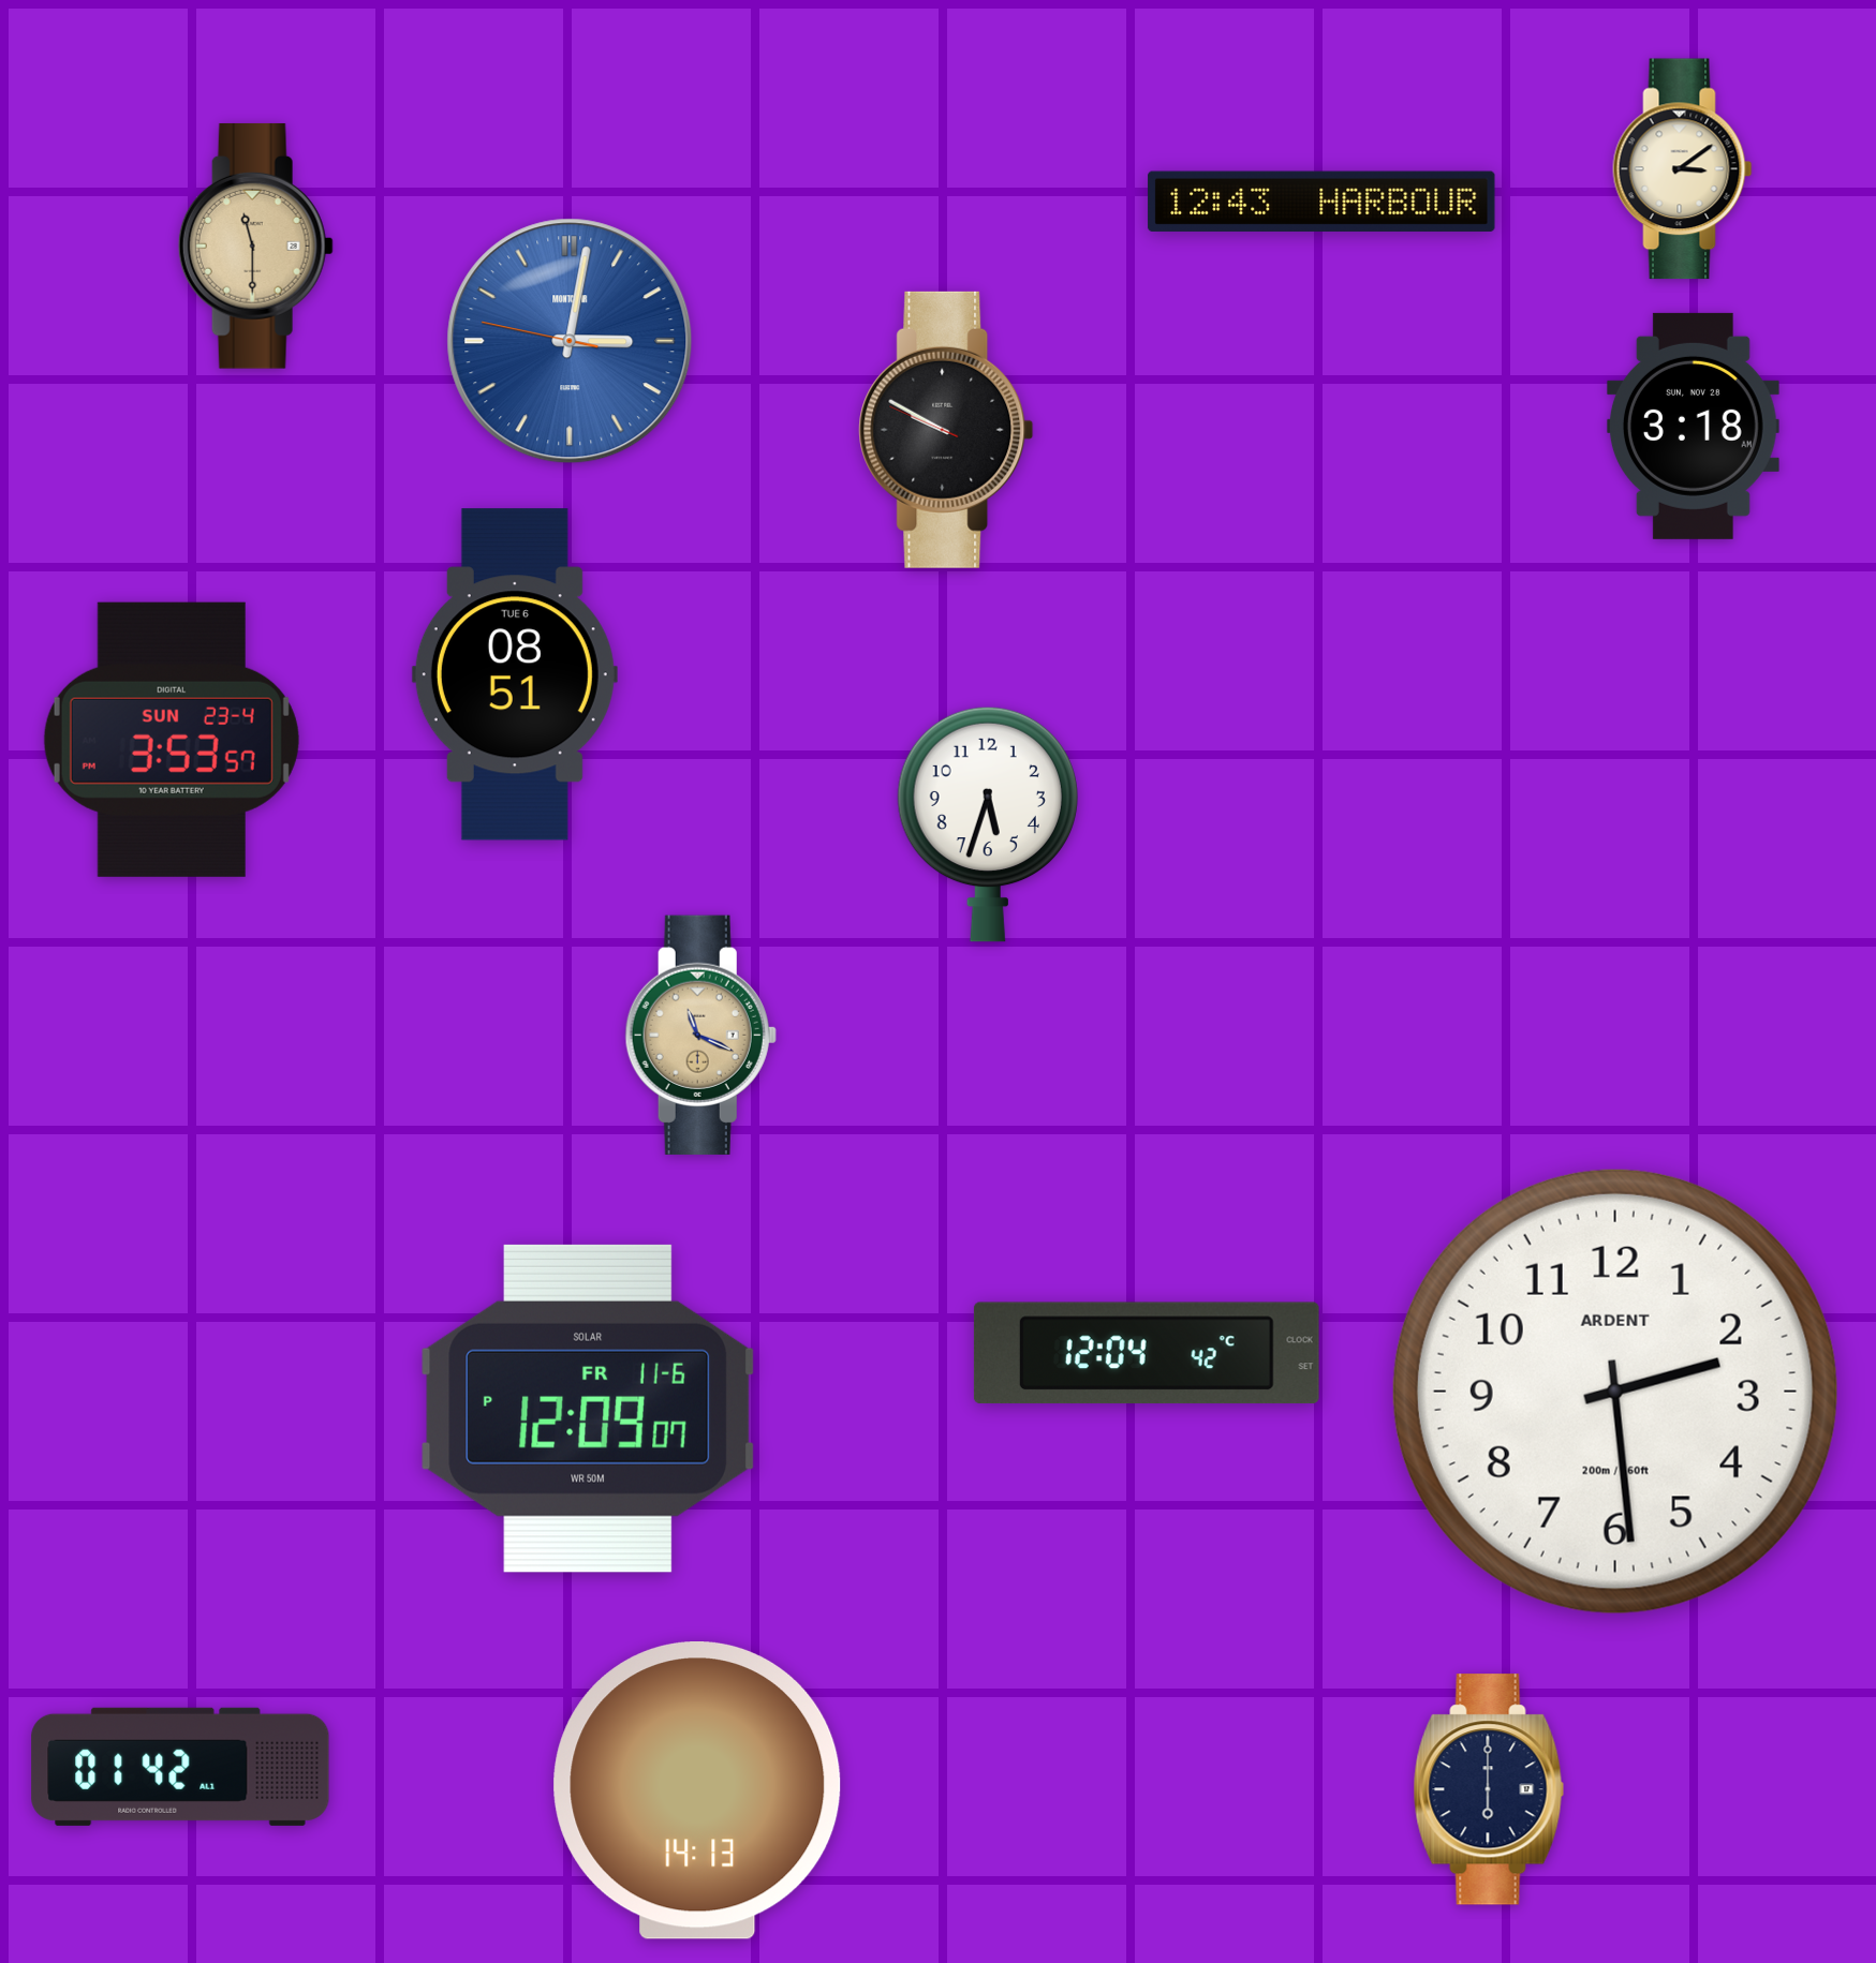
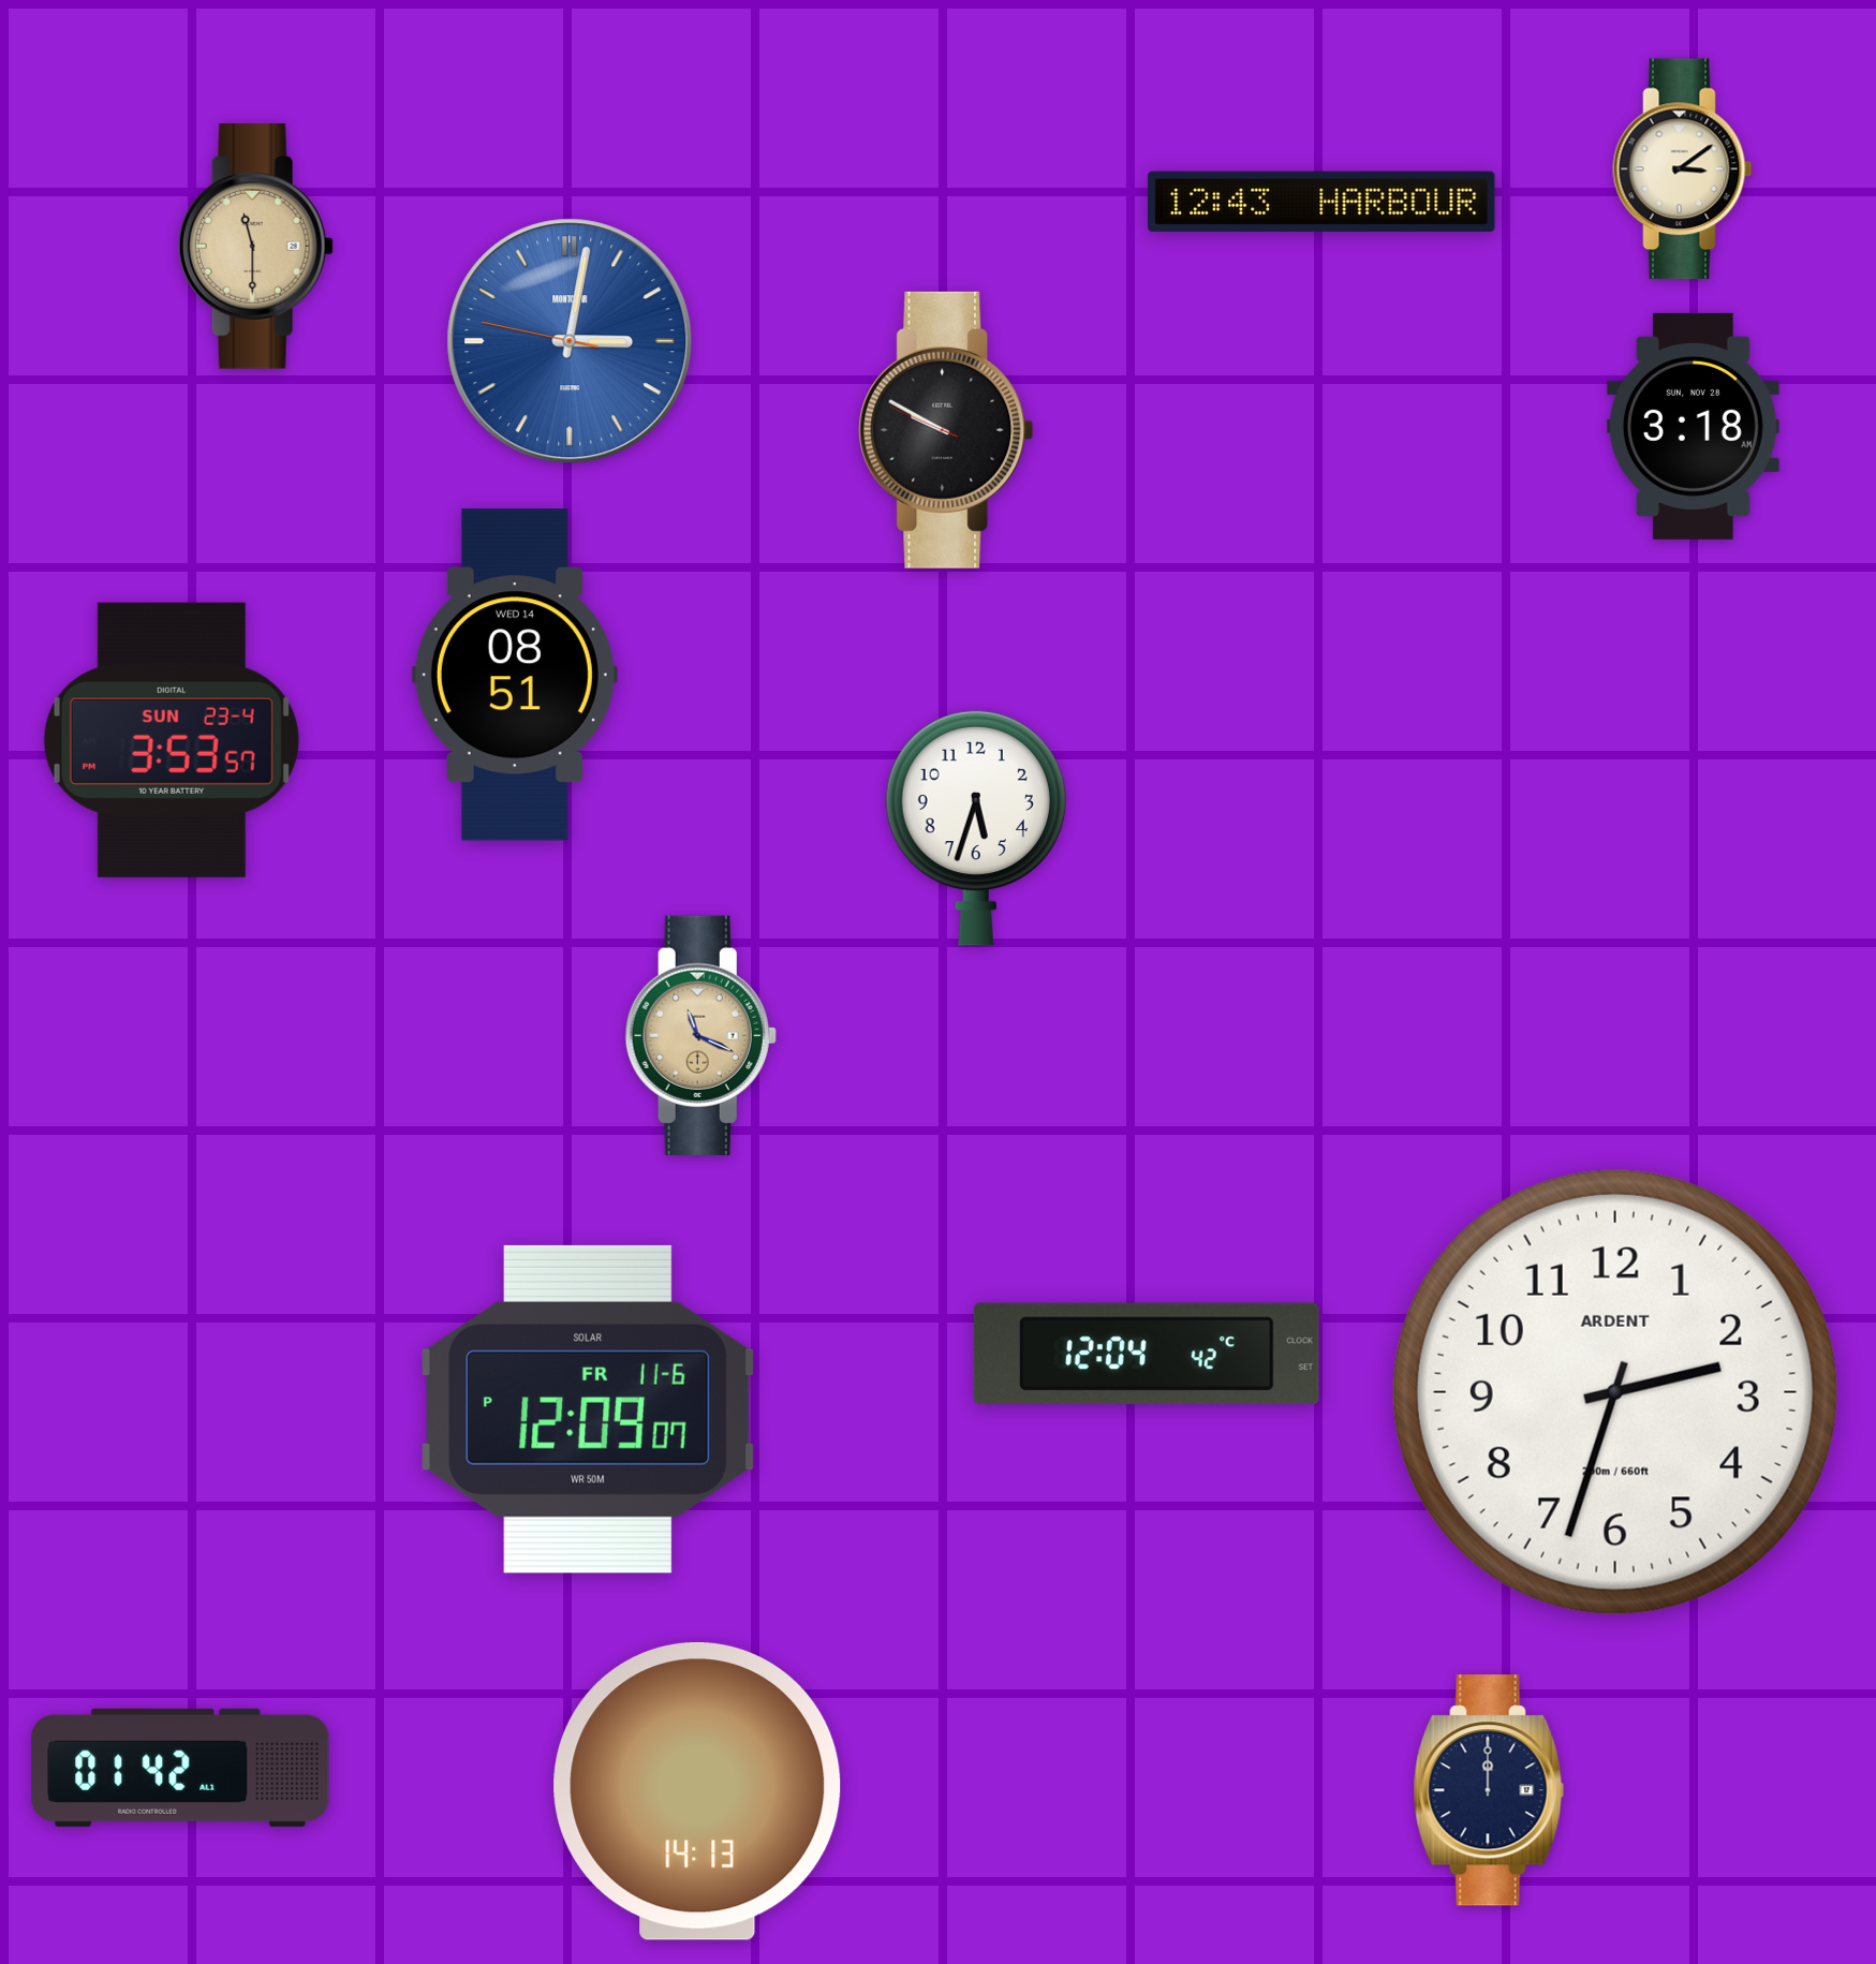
clock at (515, 674) date: TUE 6 -> WED 14
clock at (988, 824) position: (988, 824) -> (976, 828)
clock at (1615, 1392): 2:29 -> 2:33
clock at (1489, 1789): 6:00 -> 12:00
